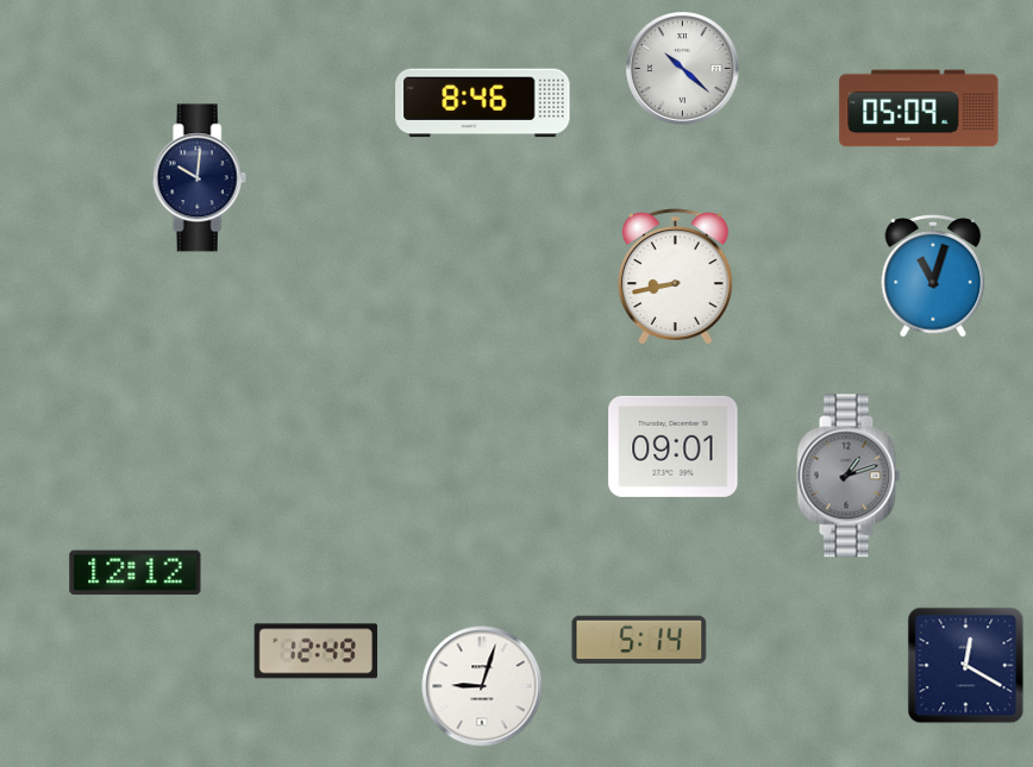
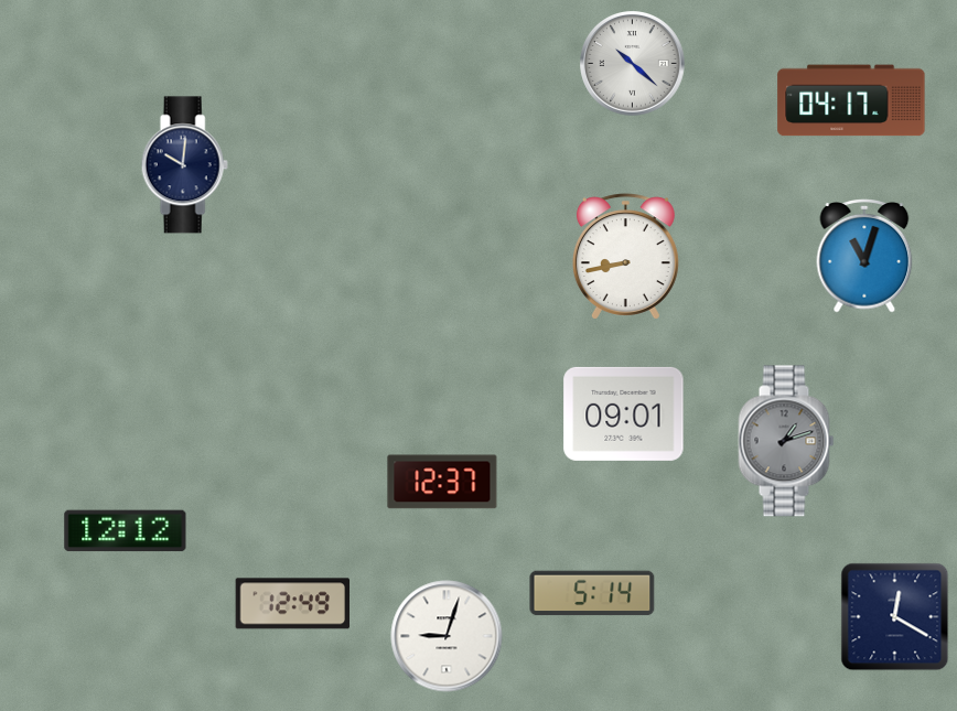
clock at (483, 103): 8:46 -> none
clock at (919, 108): 05:09 -> 04:17
clock at (442, 482): none -> 12:37
